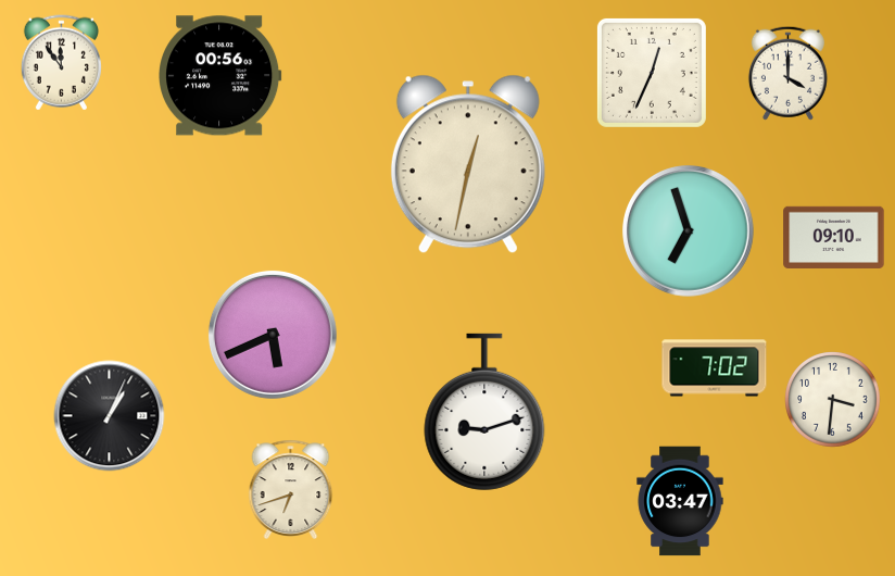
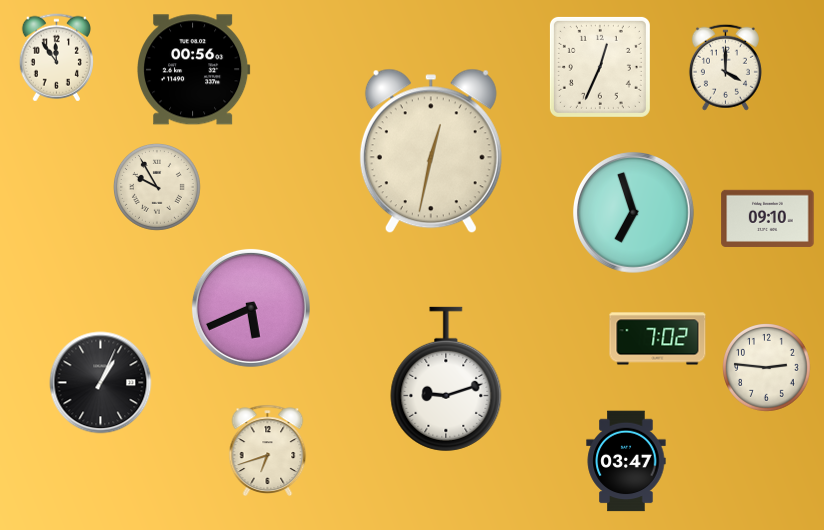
clock at (220, 76) position: (220, 76) -> (194, 70)
clock at (158, 188): none -> 9:55
clock at (833, 400): 3:31 -> 2:46
